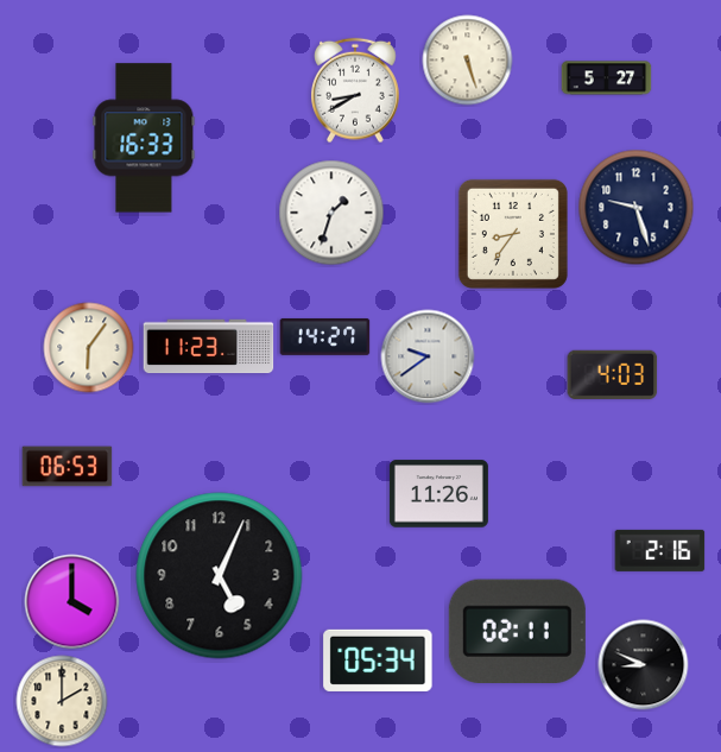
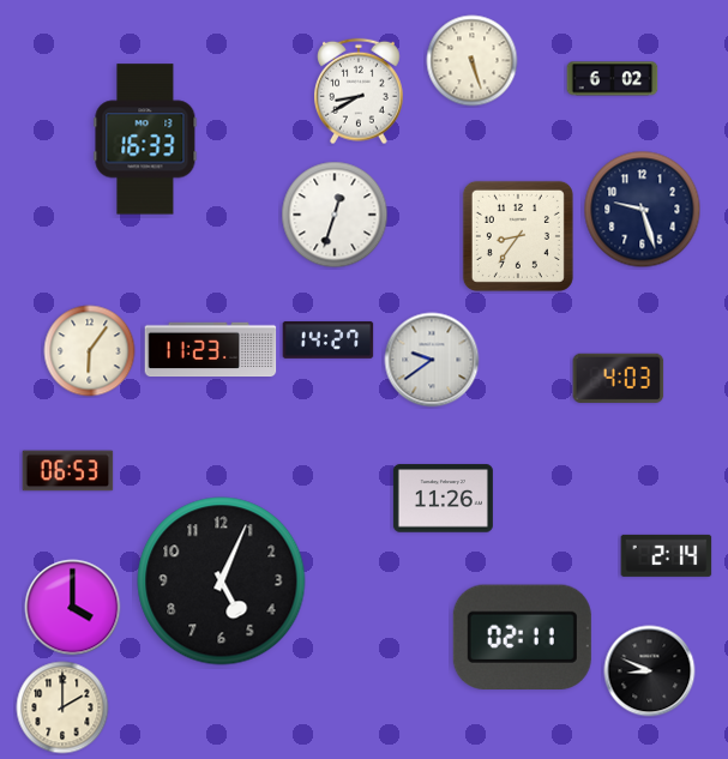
clock at (607, 78): 5:27 -> 6:02
clock at (331, 213): 1:33 -> 12:33
clock at (660, 550): 2:16 -> 2:14
clock at (378, 661): 05:34 -> none
